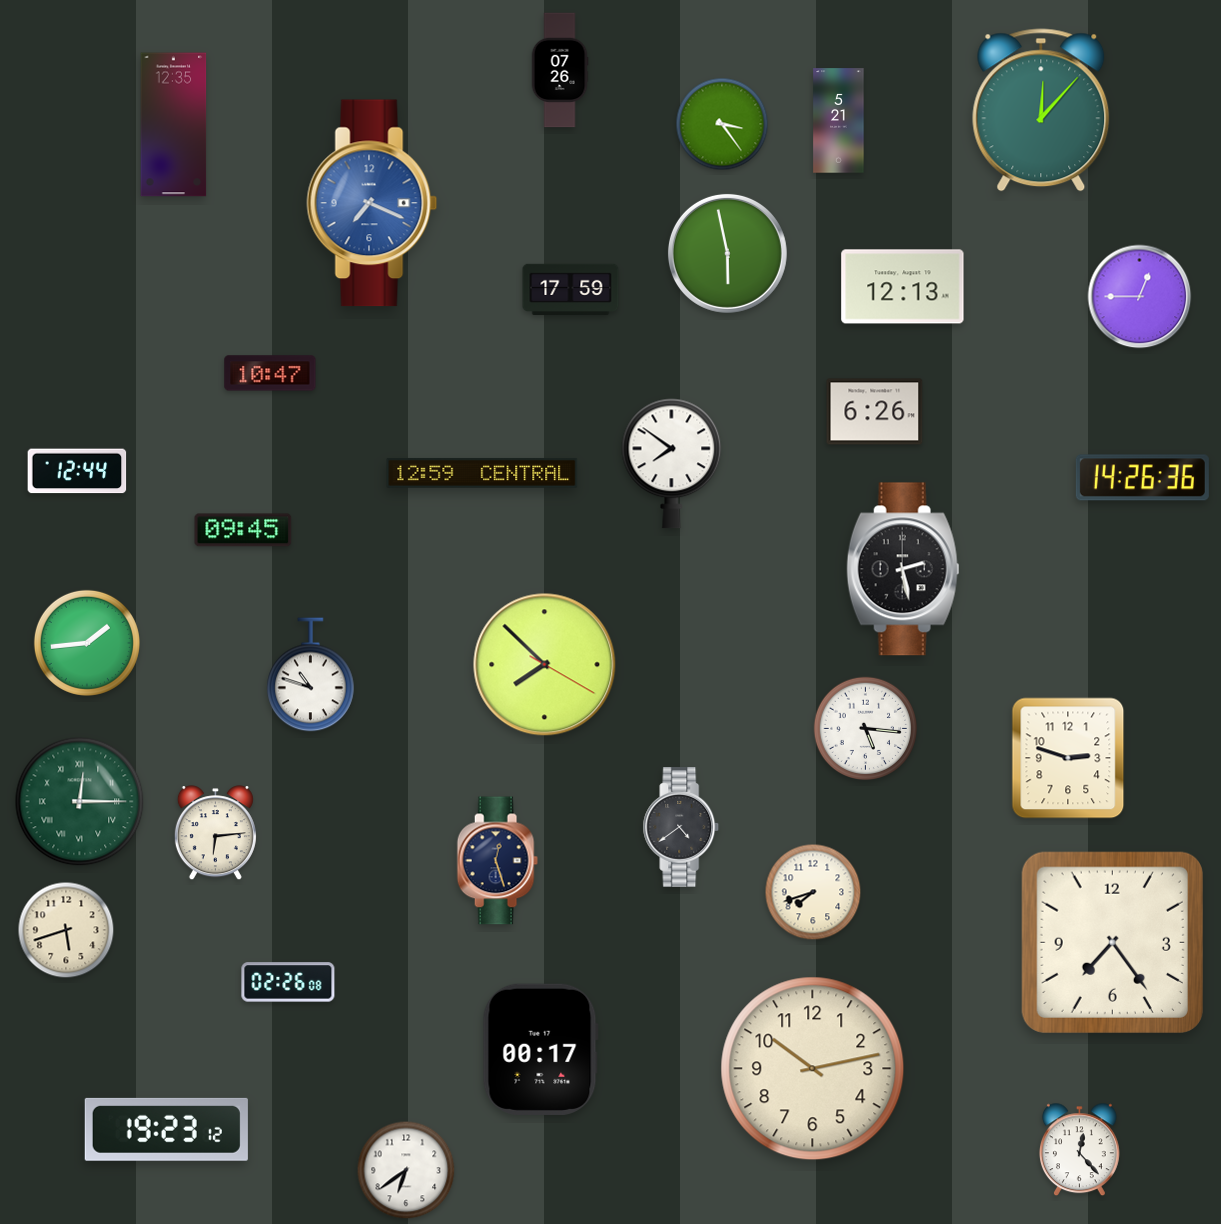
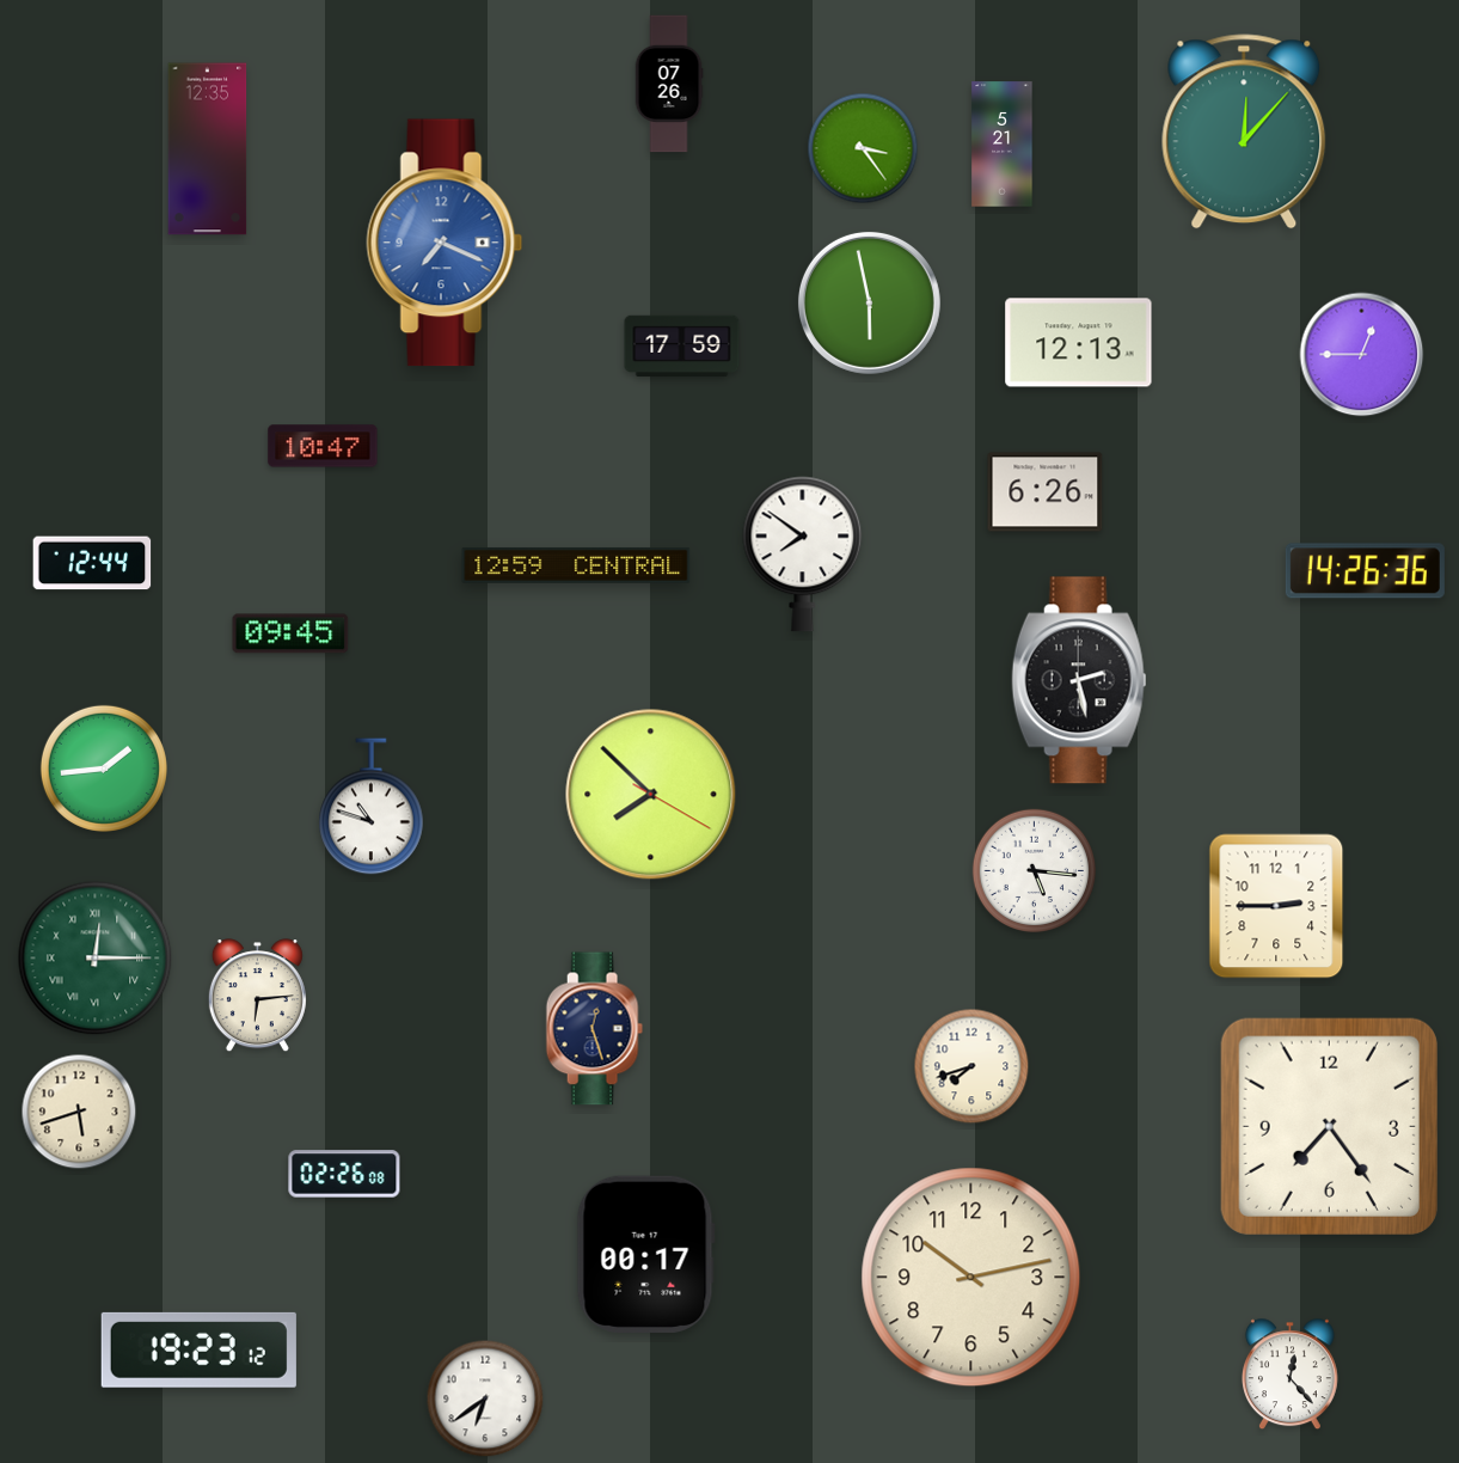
clock at (1068, 758): 2:48 -> 2:45
clock at (681, 827): 4:39 -> none
